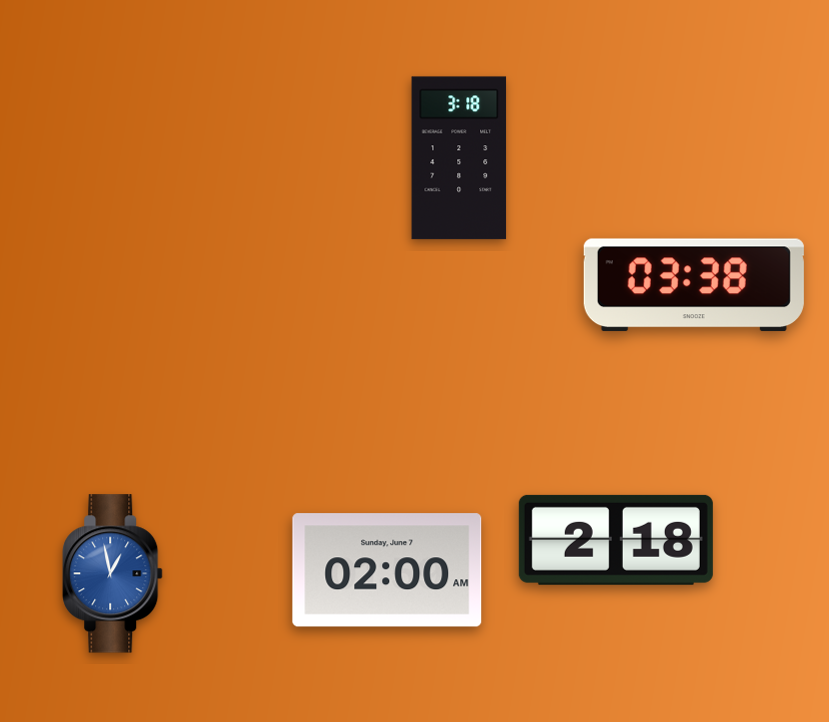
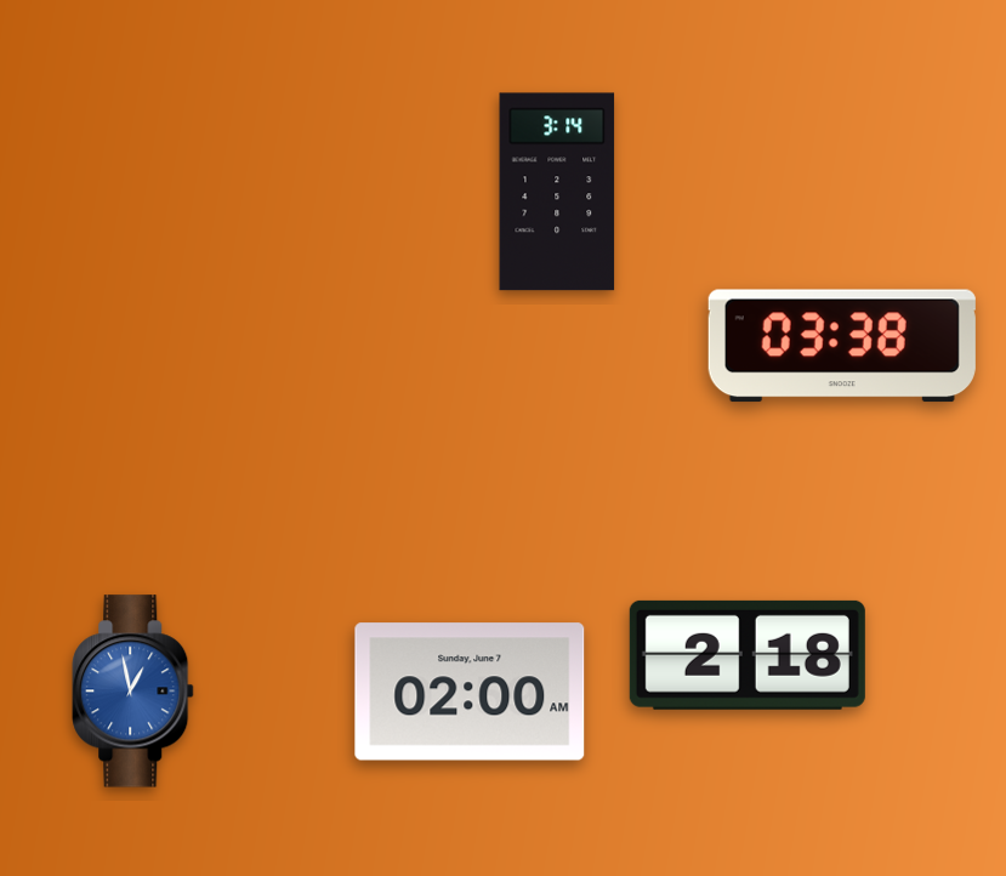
clock at (459, 158): 3:18 -> 3:14
clock at (113, 574) position: (113, 574) -> (133, 692)
